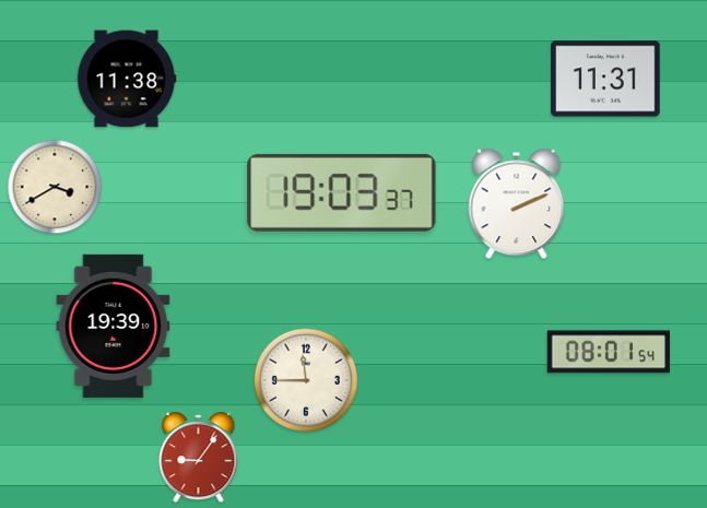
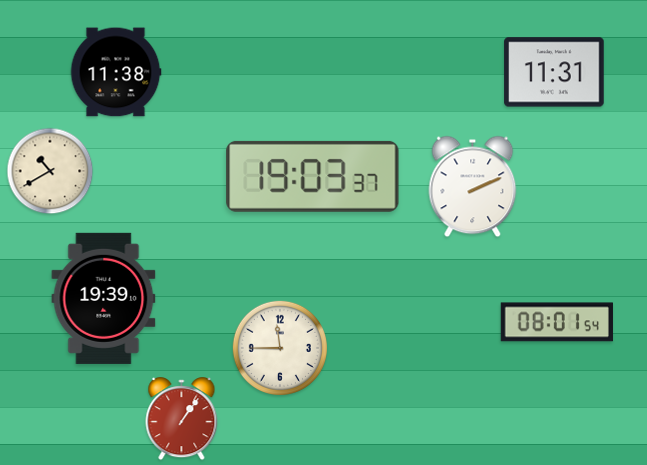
clock at (55, 187): 3:40 -> 10:40
clock at (199, 458): 9:06 -> 1:06
